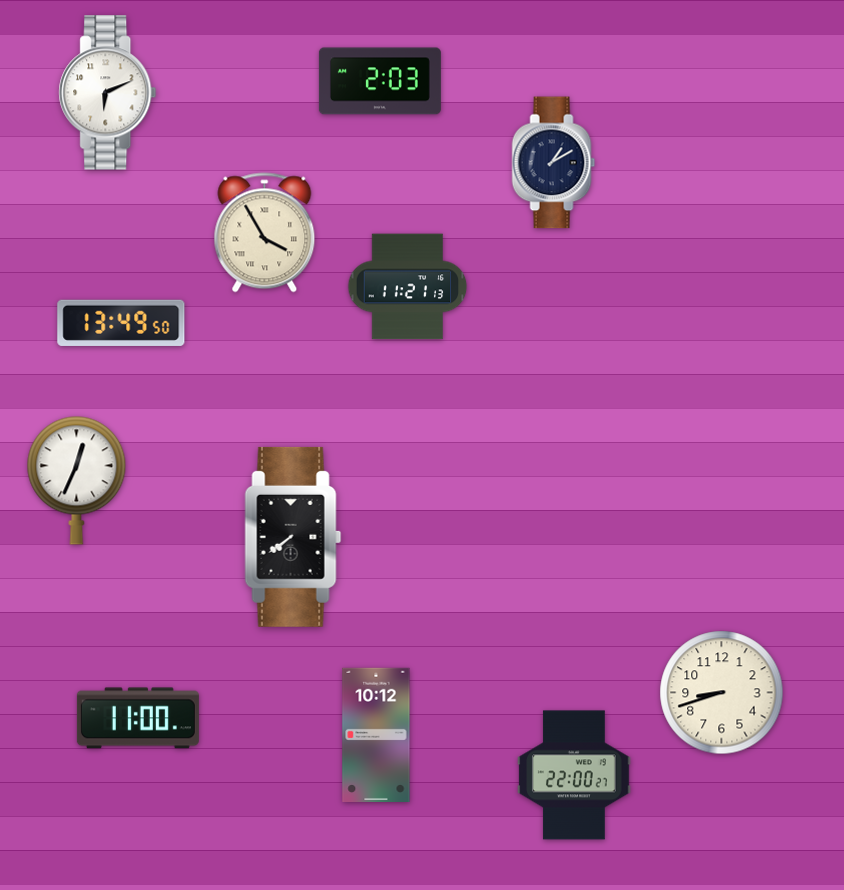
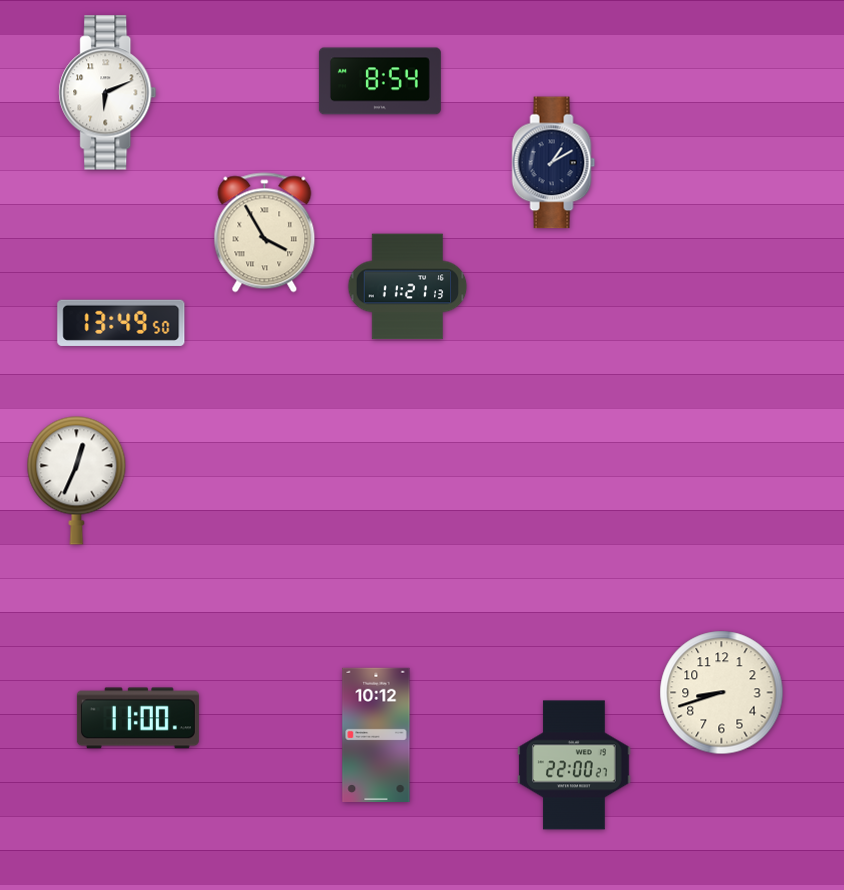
clock at (380, 81): 2:03 -> 8:54
clock at (293, 537): 7:39 -> none
clock at (574, 775) position: (574, 775) -> (574, 765)
